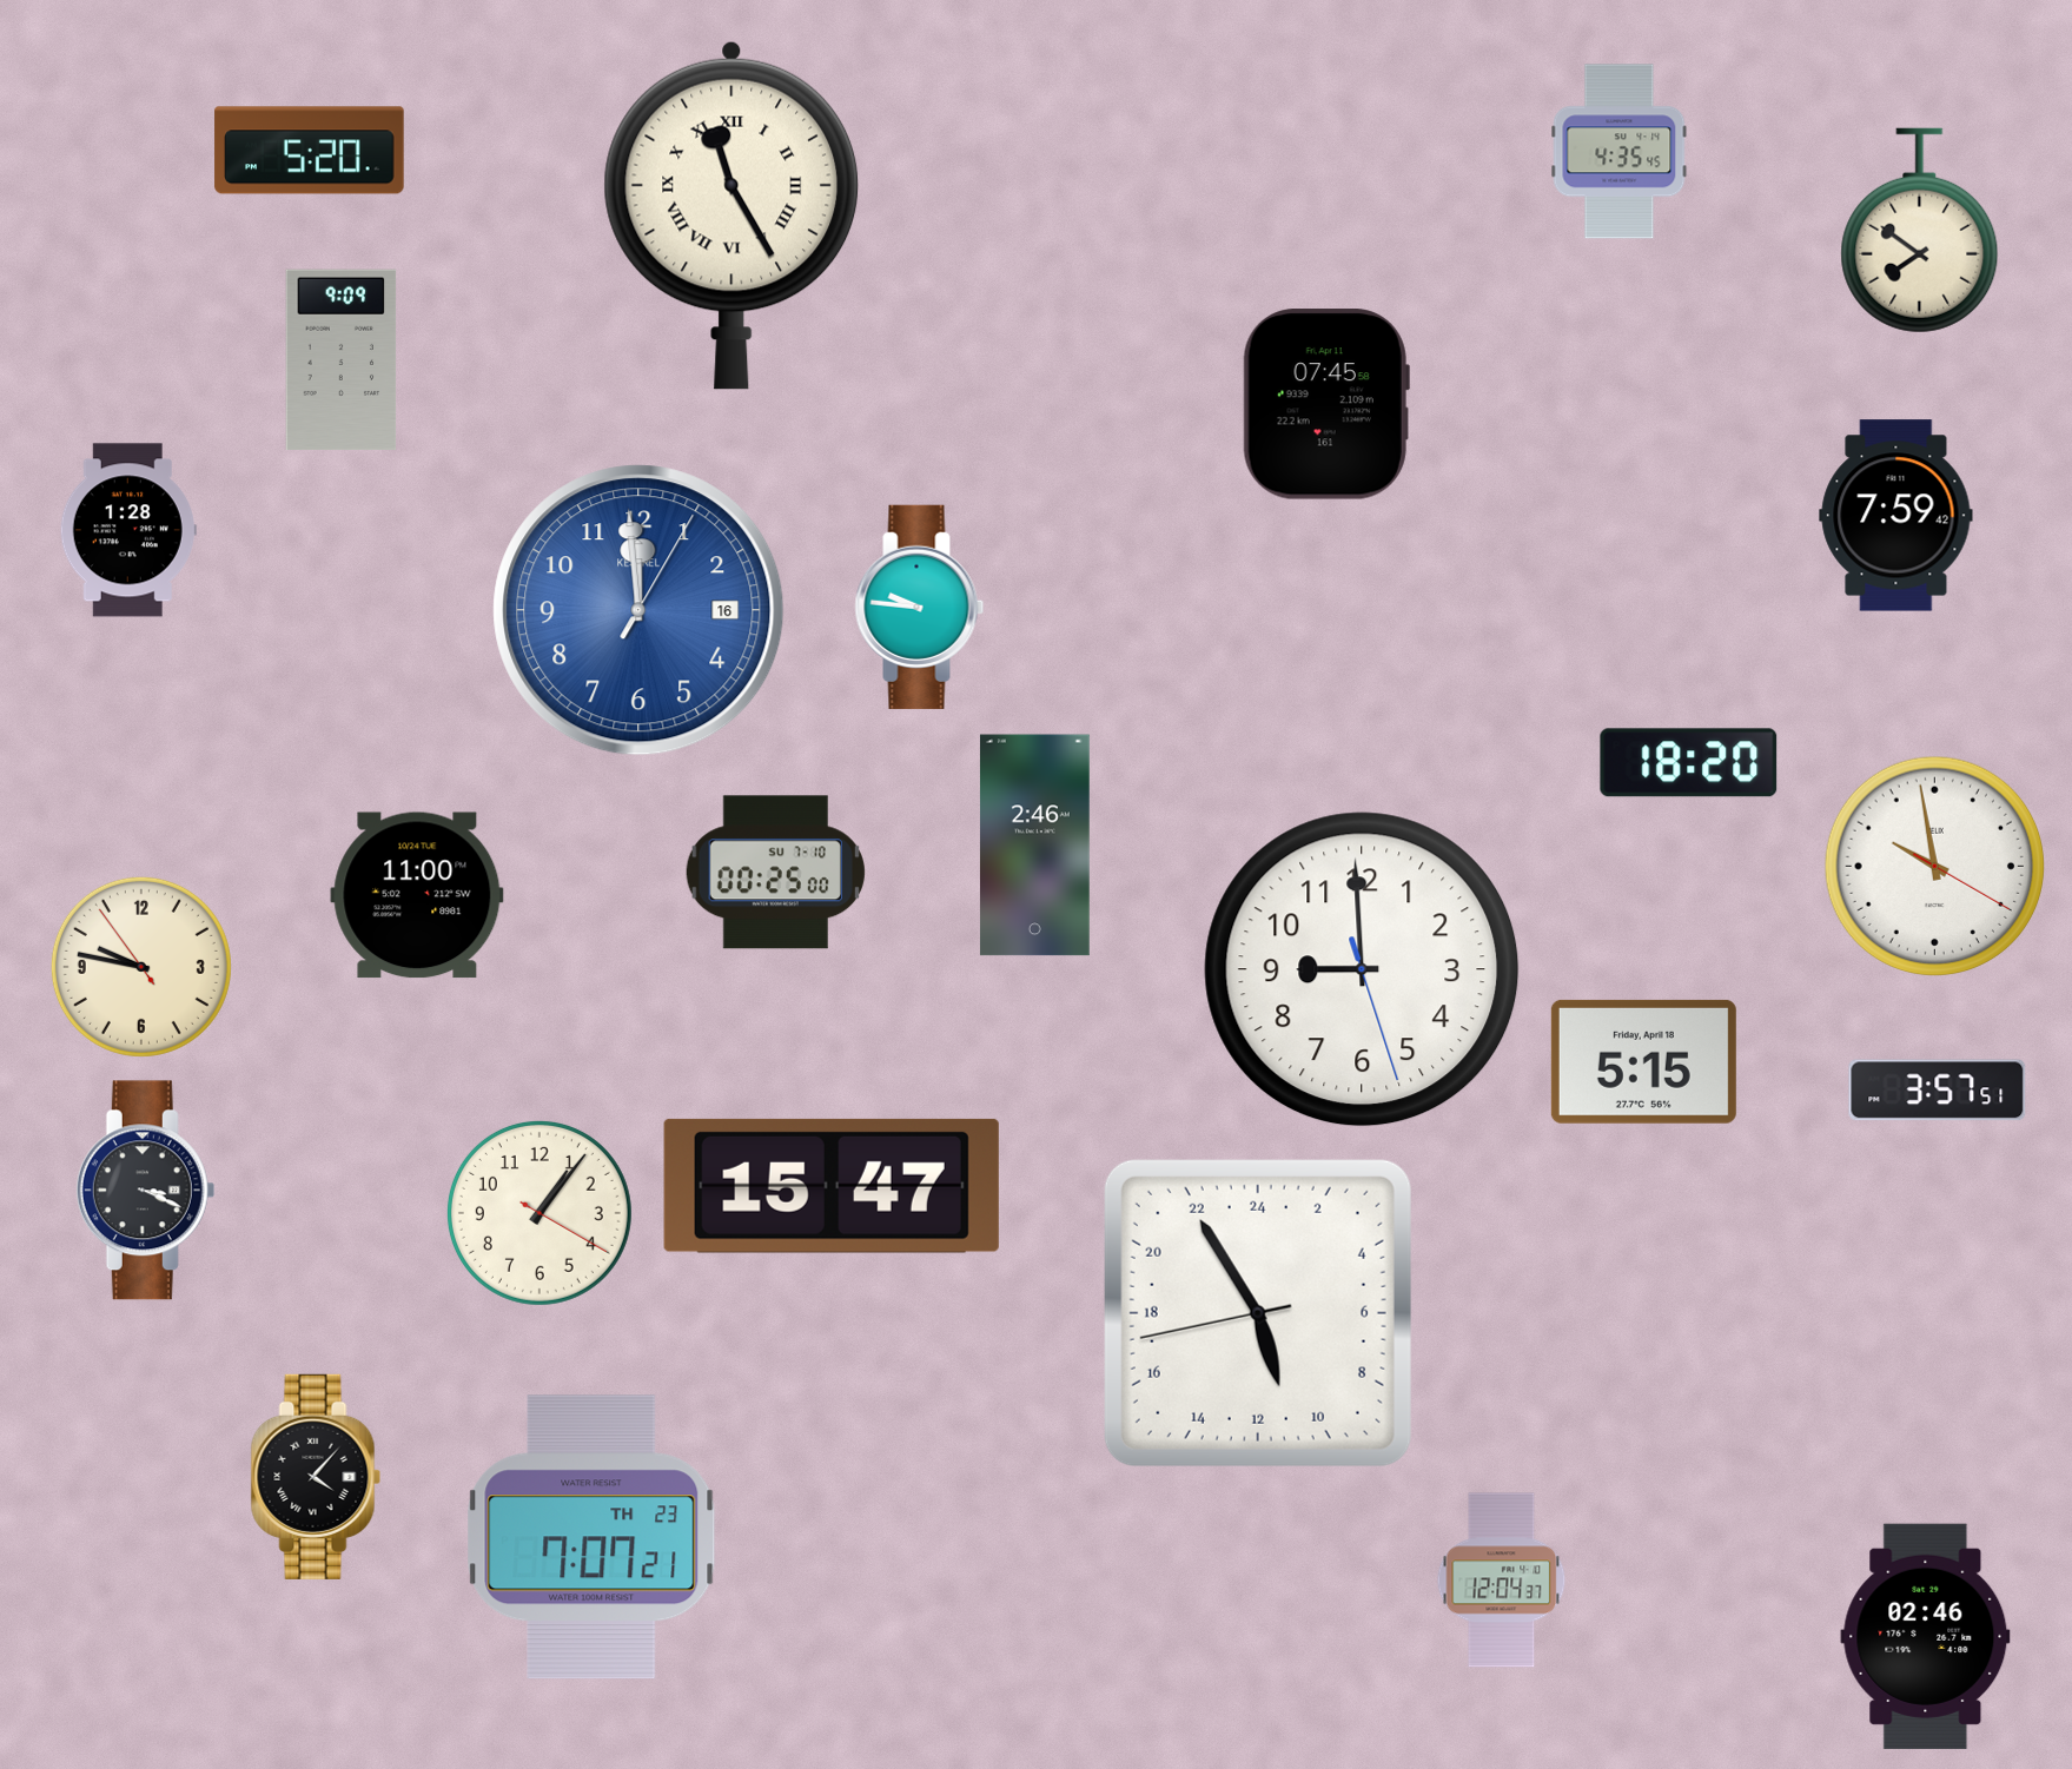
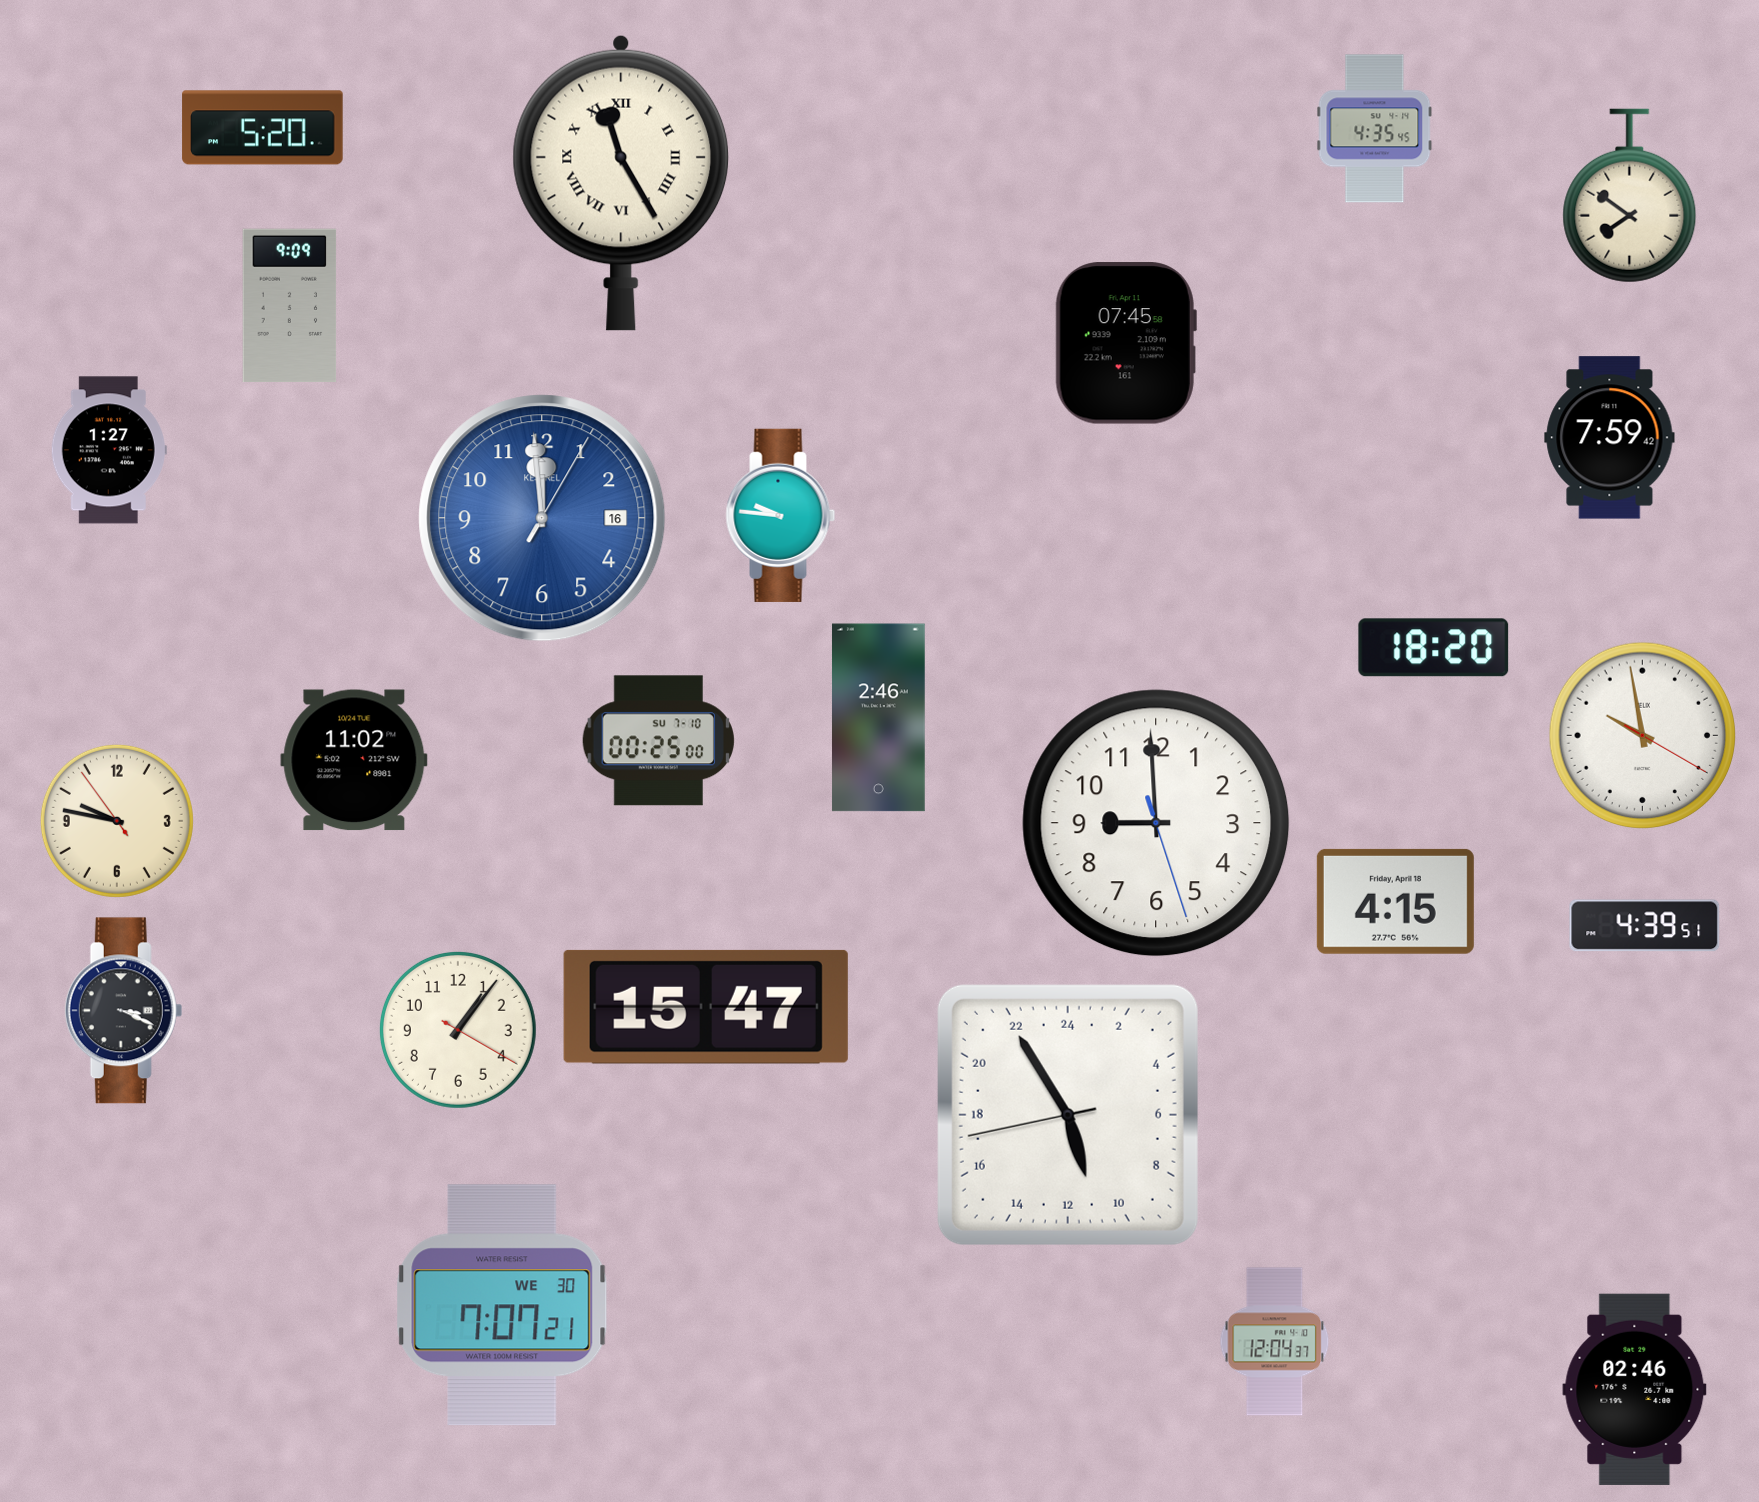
clock at (128, 530): 1:28 -> 1:27
clock at (417, 895): 11:00 -> 11:02
clock at (141, 967) position: (141, 967) -> (117, 821)
clock at (1643, 1061): 5:15 -> 4:15
clock at (1938, 1091): 3:57 -> 4:39
clock at (316, 1477): 4:07 -> none
clock at (591, 1537) date: TH 23 -> WE 30
